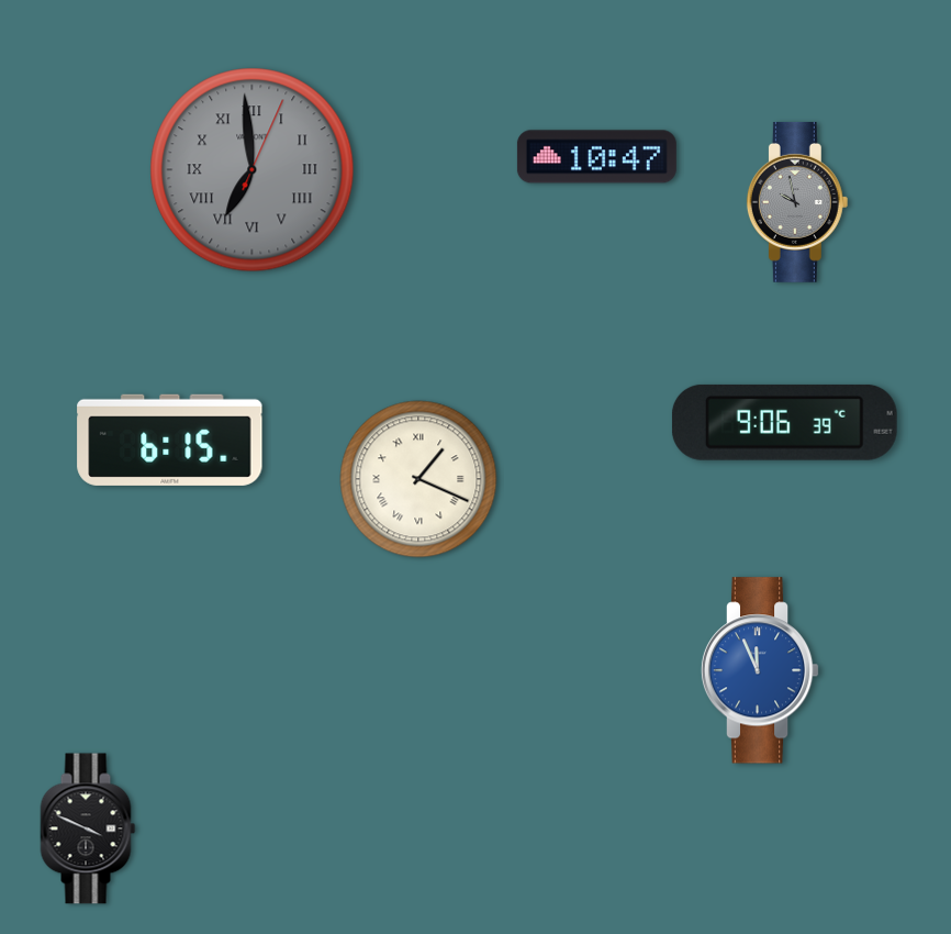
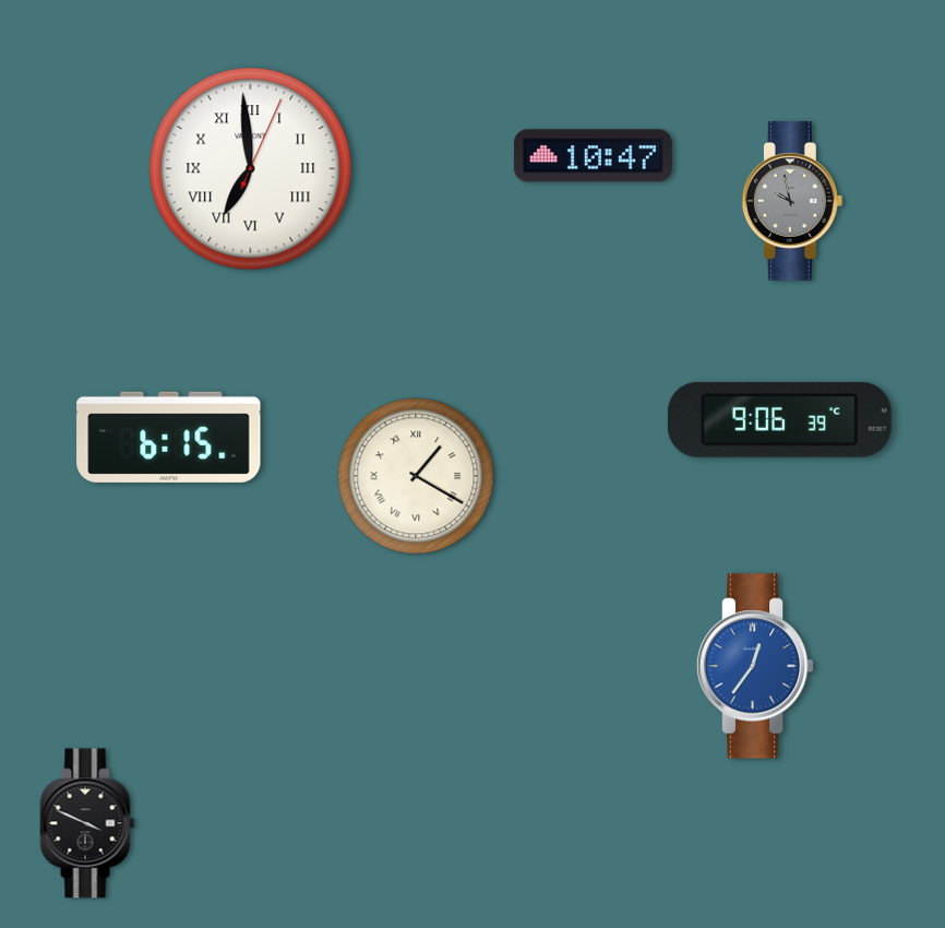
clock at (253, 170) dial: grey -> white
clock at (418, 479): 1:19 -> 1:20
clock at (760, 670): 11:56 -> 12:36
